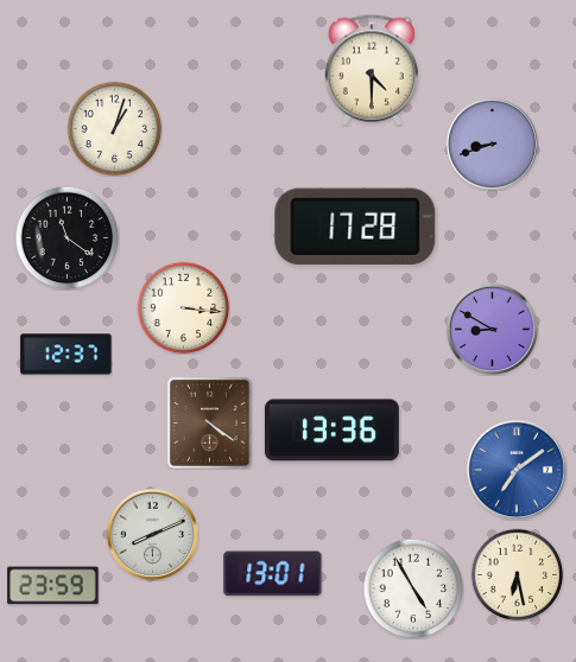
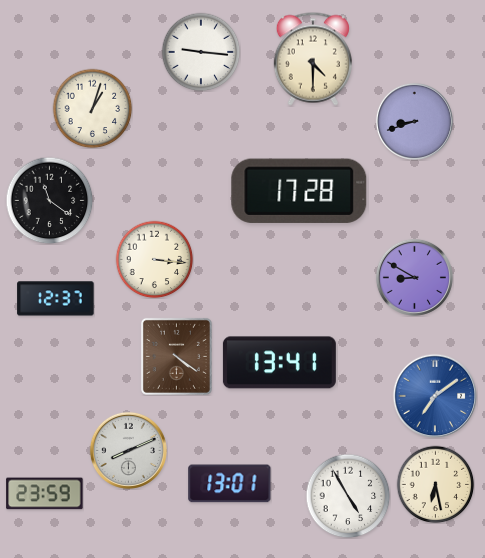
clock at (201, 52): none -> 9:16
clock at (114, 128) position: (114, 128) -> (92, 108)
clock at (67, 237) position: (67, 237) -> (49, 200)
clock at (331, 431): 13:36 -> 13:41
